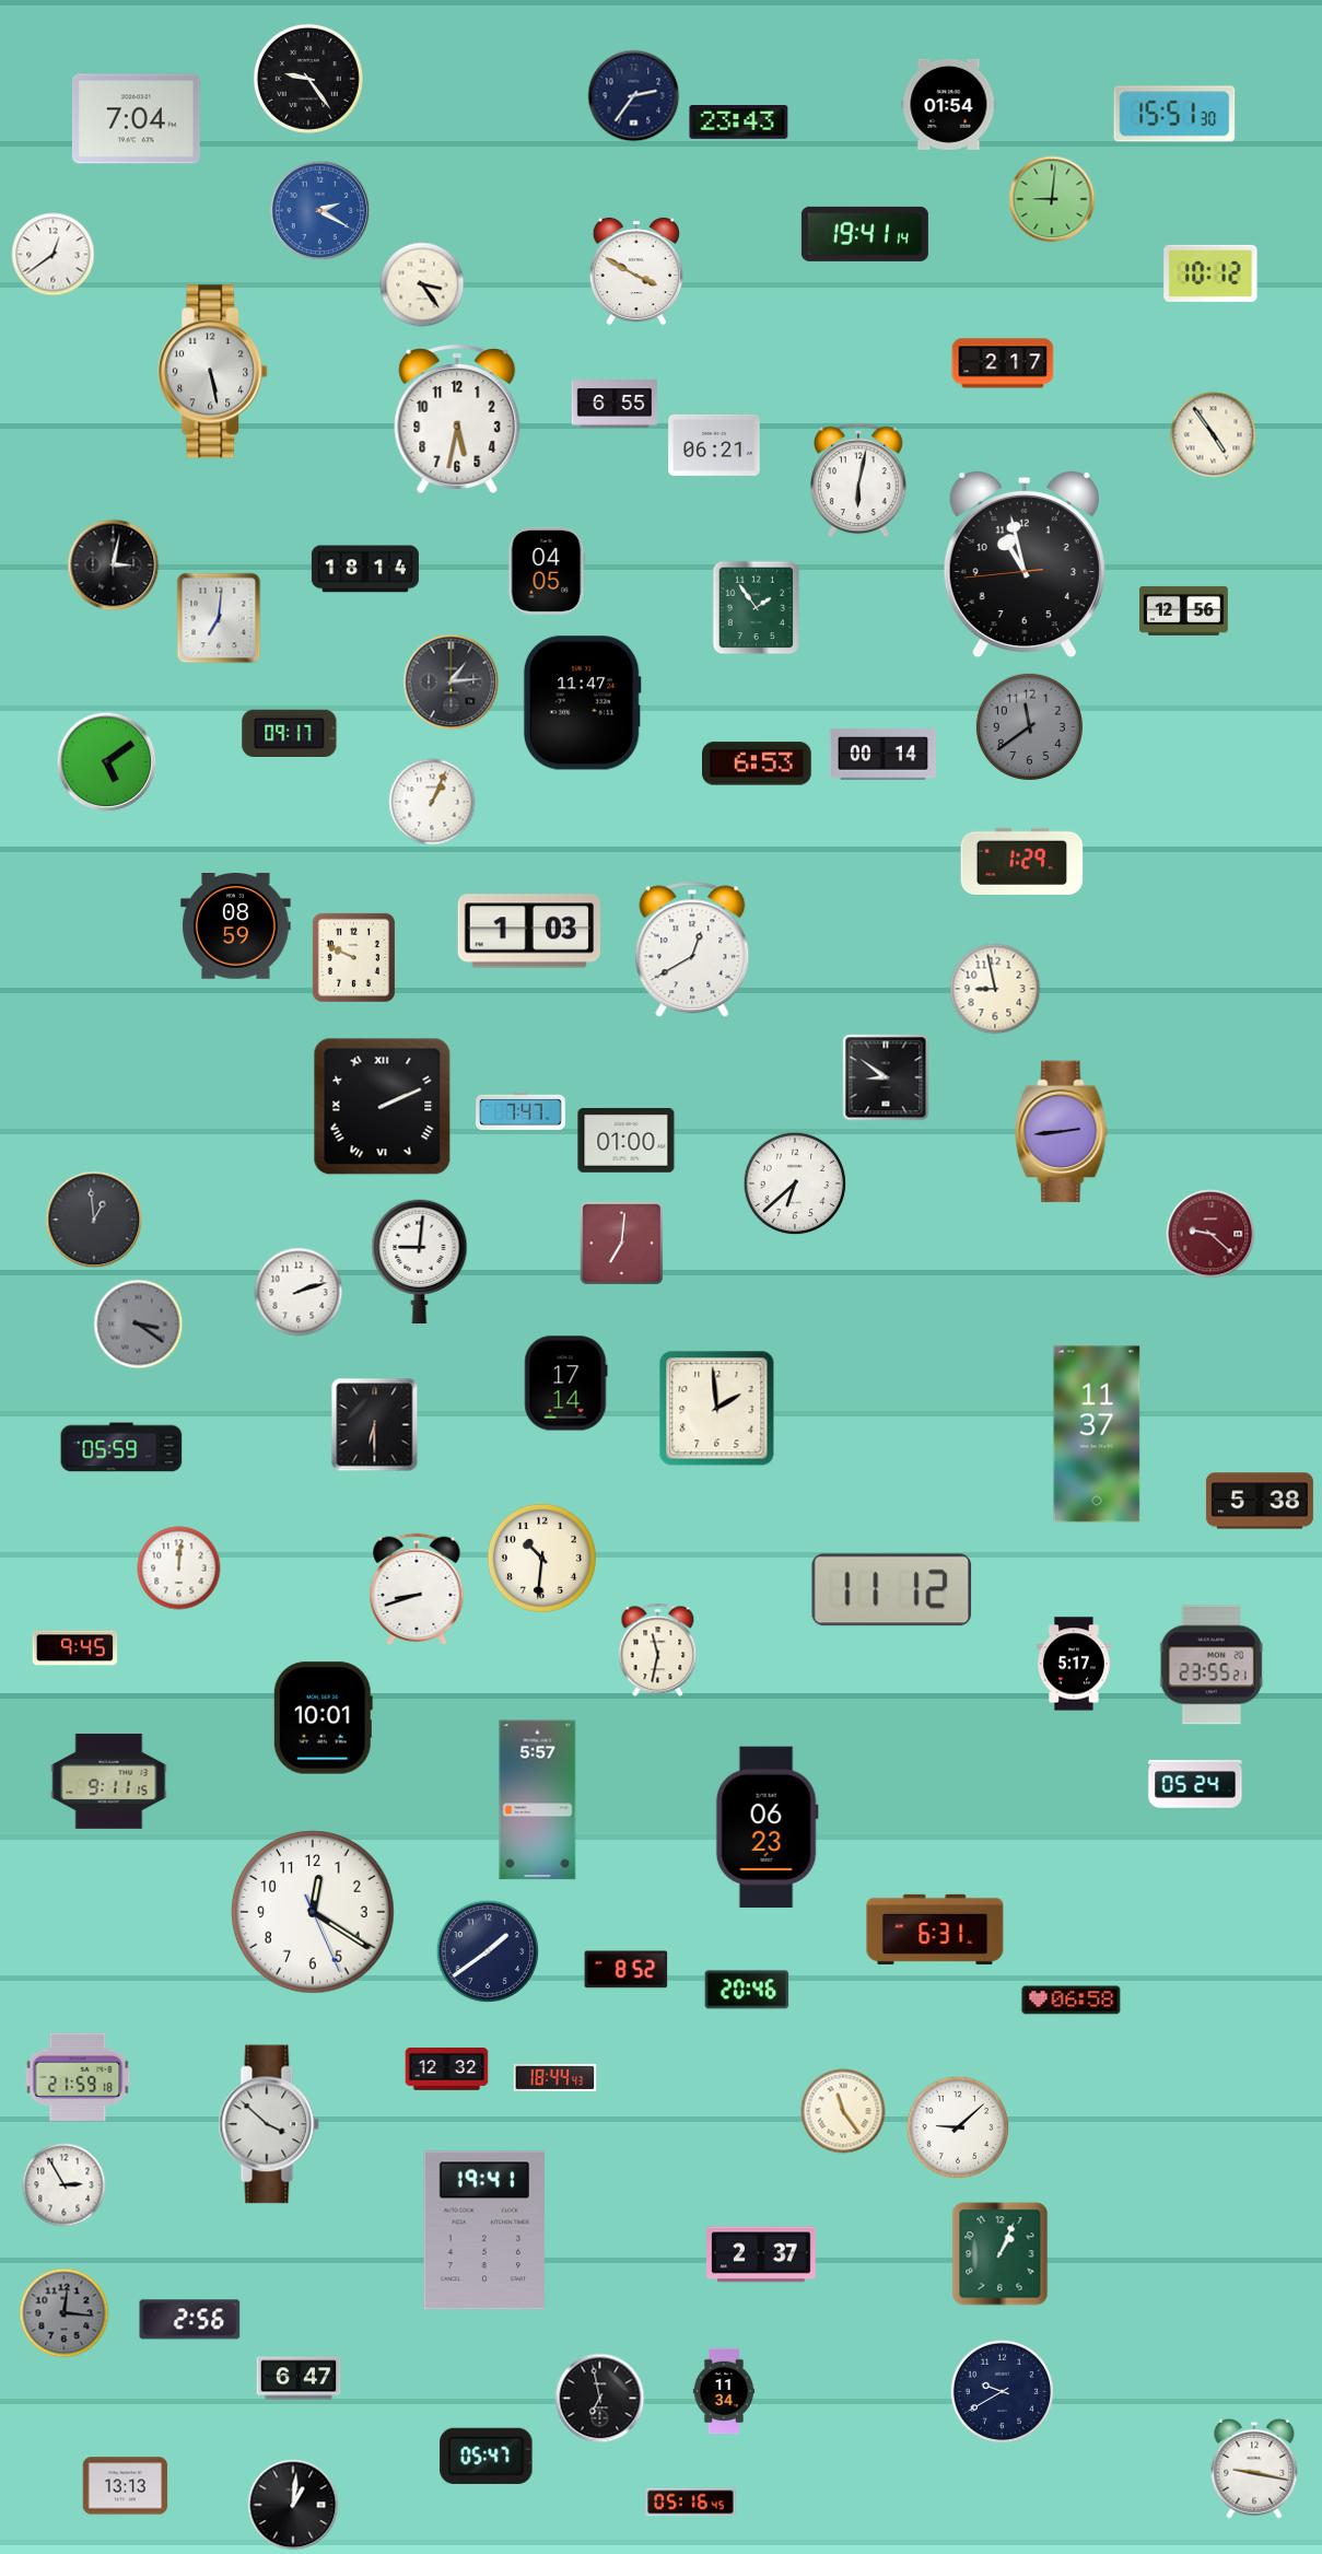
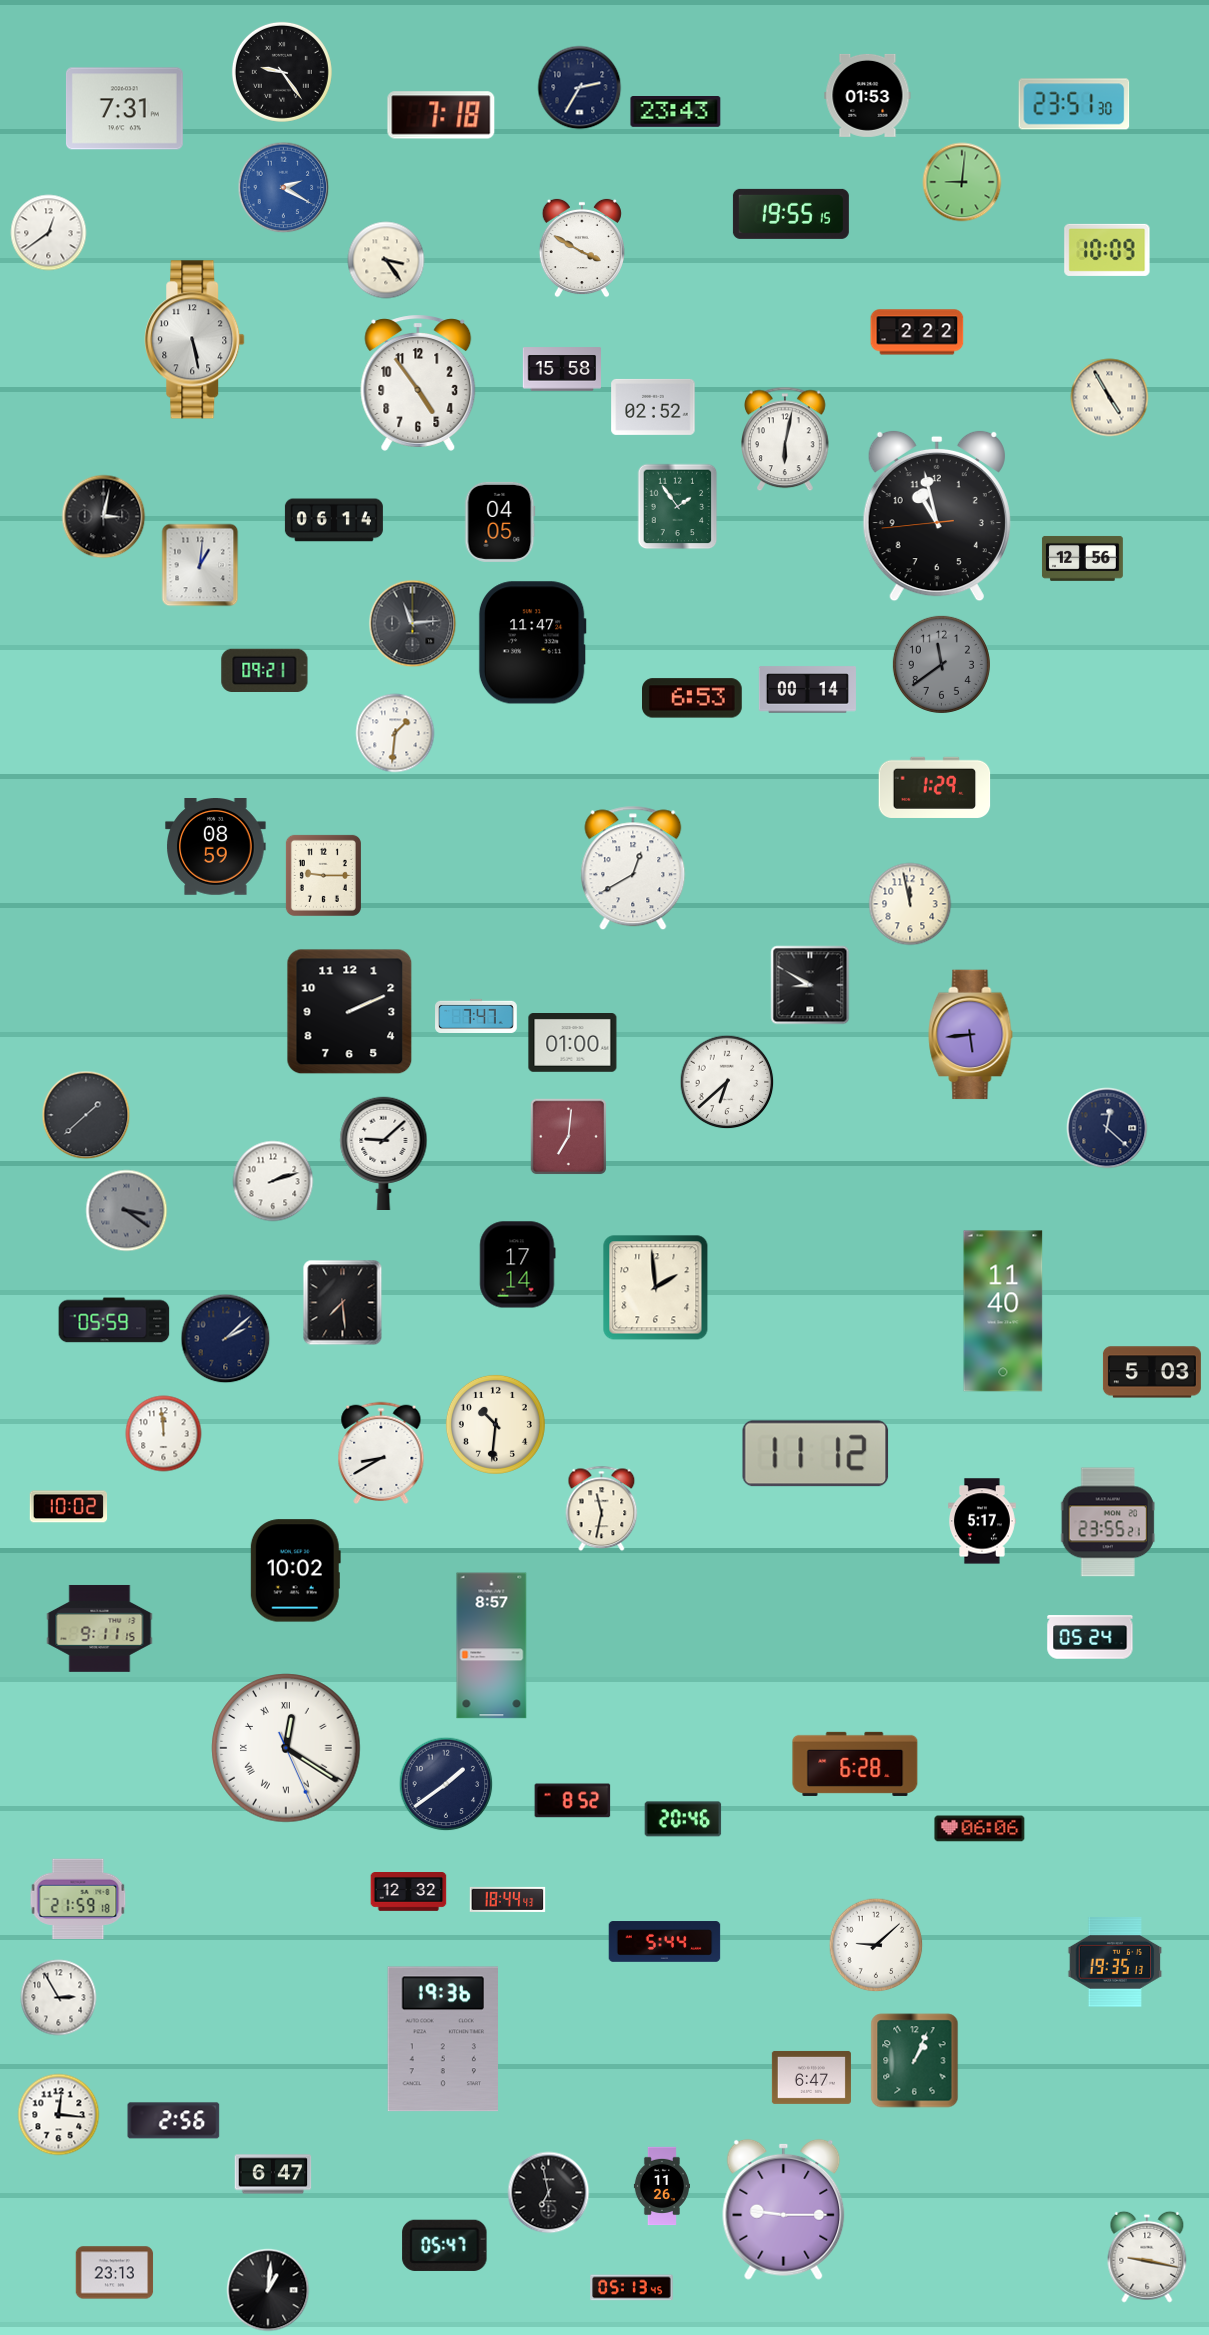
clock at (634, 96): 2:36 -> 2:35
clock at (949, 104): 01:54 -> 01:53
clock at (1174, 114): 15:51 -> 23:51
clock at (136, 119): 7:04 -> 7:31
clock at (441, 115): none -> 7:18
clock at (320, 211) position: (320, 211) -> (284, 188)
clock at (865, 234): 19:41 -> 19:55
clock at (1210, 273): 10:12 -> 10:09
clock at (1003, 363): 2:17 -> 2:22
clock at (613, 404): 6:55 -> 15:58
clock at (457, 419): 5:32 -> 4:54
clock at (1214, 435): 4:54 -> 4:55
clock at (714, 445): 06:21 -> 02:52
clock at (365, 569): 18:14 -> 06:14
clock at (757, 608) position: (757, 608) -> (678, 507)
clock at (219, 618): 7:01 -> 1:01
clock at (452, 683): 1:14 -> 11:14
clock at (290, 733): 09:17 -> 09:21
clock at (107, 762): 5:09 -> none
clock at (432, 802): 1:04 -> 1:31
clock at (529, 931): 1:03 -> none
clock at (353, 957): 9:49 -> 9:15
clock at (995, 989): 8:58 -> 11:58
clock at (886, 1077): 8:51 -> 8:50
clock at (383, 1107) numerals: Roman -> Arabic
clock at (1062, 1132): 2:44 -> 5:44
clock at (94, 1220): 12:59 -> 1:38
clock at (1210, 1234): 9:22 -> 12:22
clock at (1210, 1234) dial: burgundy -> navy
clock at (420, 1261): 9:01 -> 9:08
clock at (375, 1425): 6:30 -> 7:29
clock at (1097, 1434): 11:37 -> 11:40
clock at (121, 1447) position: (121, 1447) -> (114, 1320)
clock at (226, 1339): none -> 2:08
clock at (1260, 1501): 5:38 -> 5:03
clock at (179, 1568): 12:01 -> 11:59
clock at (417, 1588): 8:42 -> 8:40
clock at (75, 1648): 9:45 -> 10:02
clock at (323, 1718): 10:01 -> 10:02
clock at (1195, 1784) position: (1195, 1784) -> (1090, 1637)
clock at (538, 1800): 5:57 -> 8:57
clock at (767, 1828): 06:23 -> none
clock at (313, 1912) numerals: Arabic -> Roman
clock at (935, 1929): 6:31 -> 6:28
clock at (1072, 2001): 06:58 -> 06:06
clock at (78, 2077) position: (78, 2077) -> (78, 1899)
clock at (843, 2111): 11:24 -> none
clock at (269, 2124): 3:52 -> none
clock at (665, 1942): none -> 5:44
clock at (1115, 1963): none -> 19:35
clock at (483, 2230): 19:41 -> 19:36
clock at (762, 2254): 2:37 -> none
clock at (811, 2077): none -> 6:47
clock at (65, 2313) dial: grey -> white
clock at (724, 2391): 11:34 -> 11:26
clock at (1003, 2392): 9:40 -> none
clock at (784, 2209): none -> 9:15
clock at (126, 2486): 13:13 -> 23:13
clock at (691, 2503): 05:16 -> 05:13
